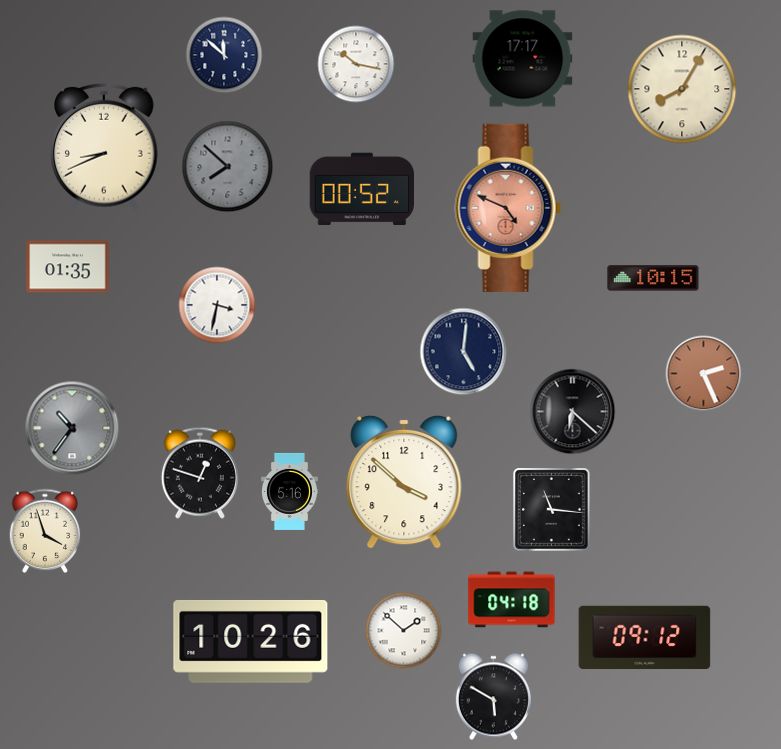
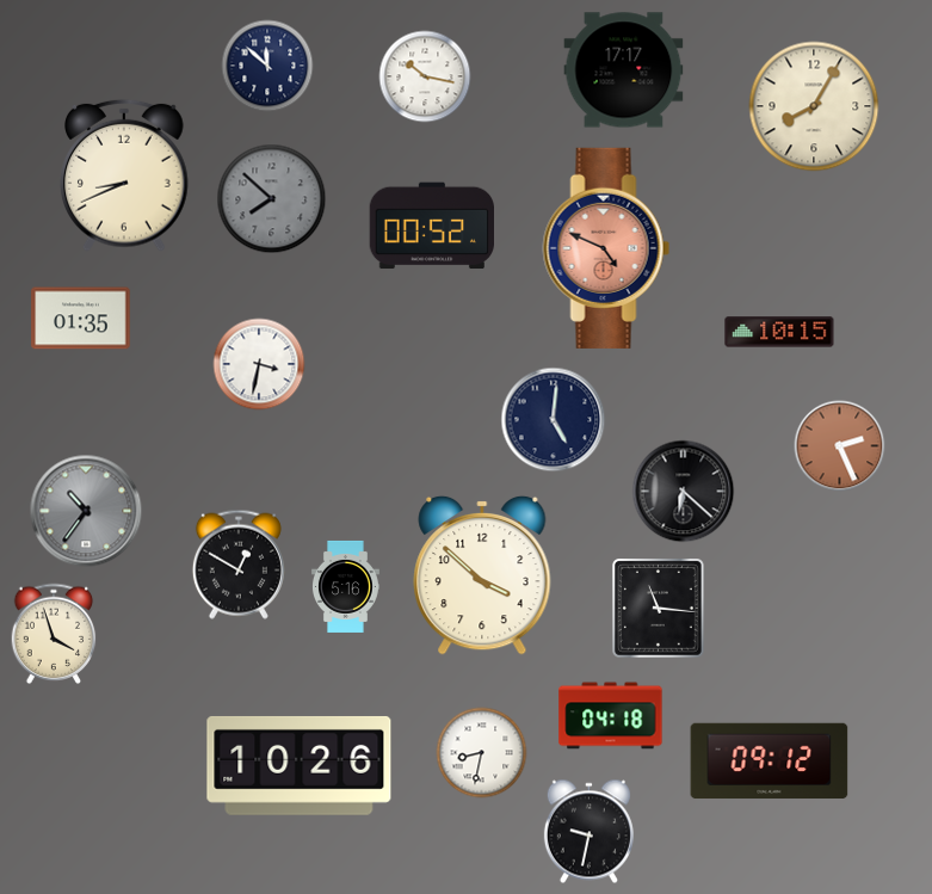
clock at (200, 473): 12:48 -> 12:50
clock at (404, 631): 1:52 -> 8:32
clock at (493, 697): 5:50 -> 9:32
